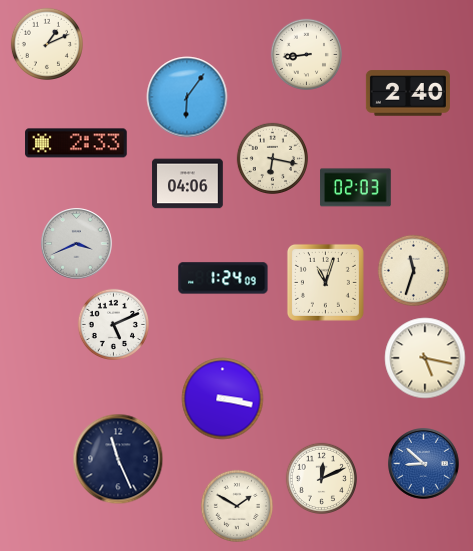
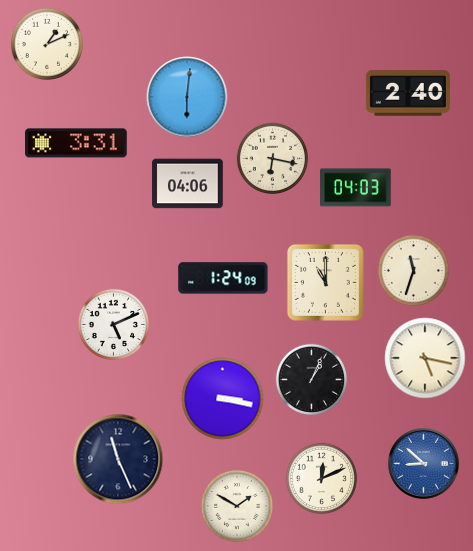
clock at (306, 54): 8:44 -> none
clock at (187, 97): 6:06 -> 6:01
clock at (76, 143): 2:33 -> 3:31
clock at (356, 188): 02:03 -> 04:03
clock at (77, 244): 3:41 -> none
clock at (325, 282): 11:03 -> 11:00
clock at (311, 379): none -> 1:04
